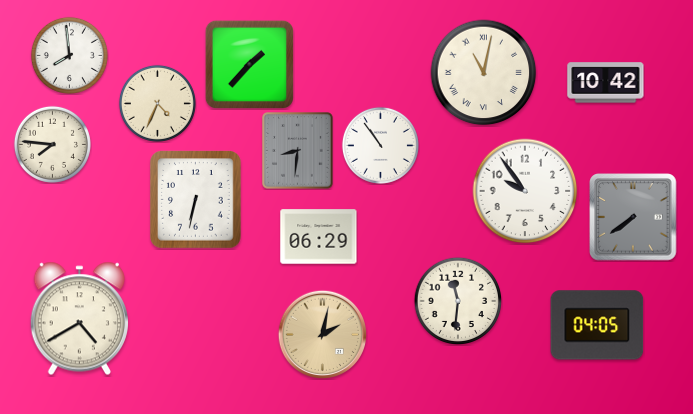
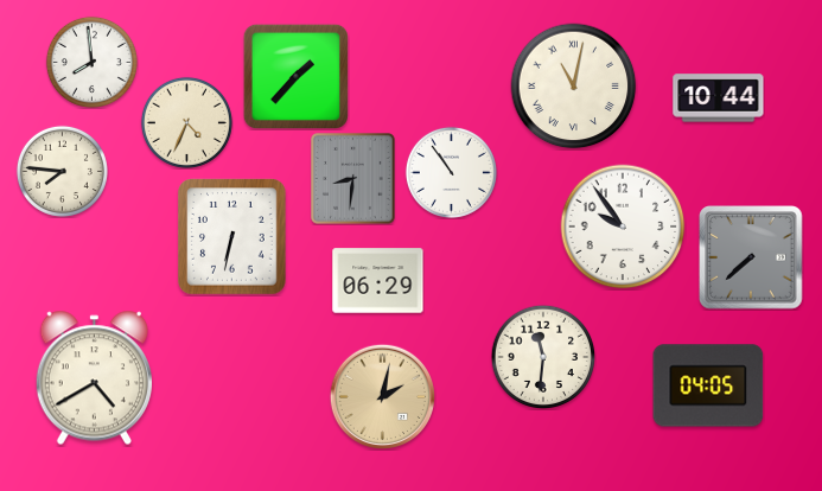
clock at (69, 55) position: (69, 55) -> (91, 62)
clock at (606, 83): 10:42 -> 10:44
clock at (633, 217): 7:39 -> 7:38
